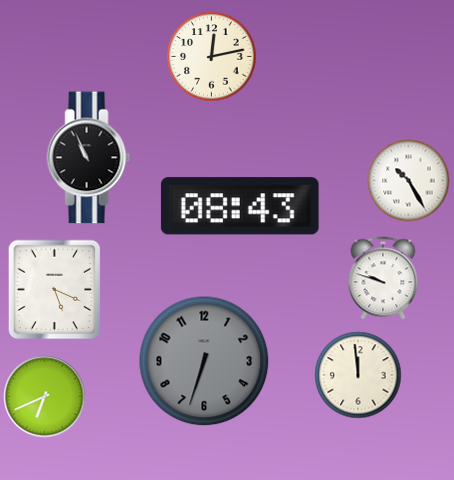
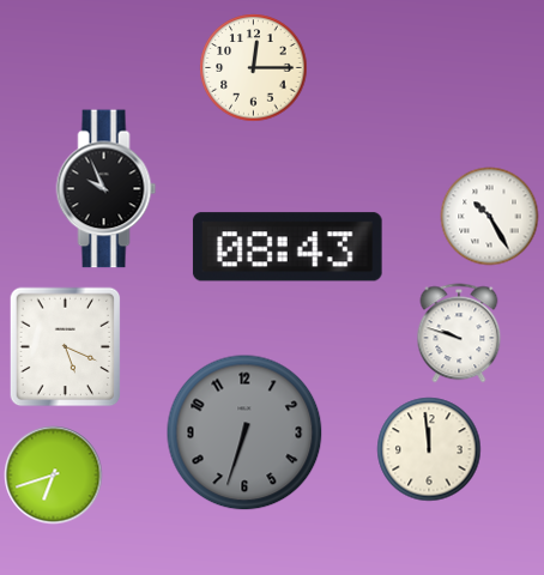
clock at (211, 56): 12:13 -> 12:15
clock at (89, 158): 10:56 -> 9:56
clock at (44, 396): 6:41 -> 6:42
